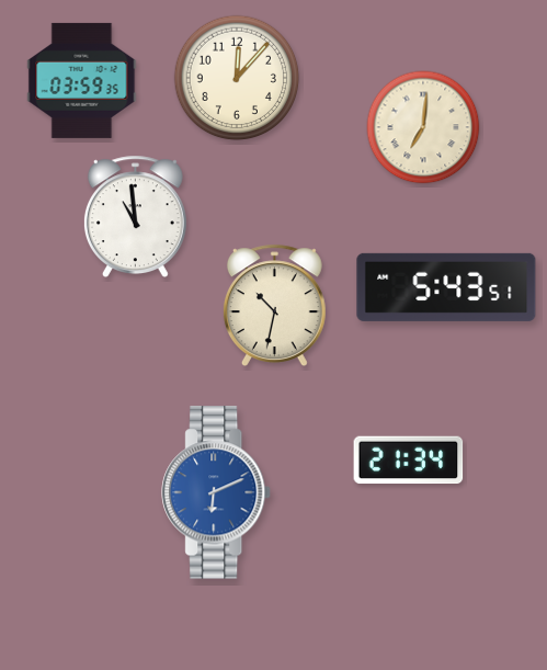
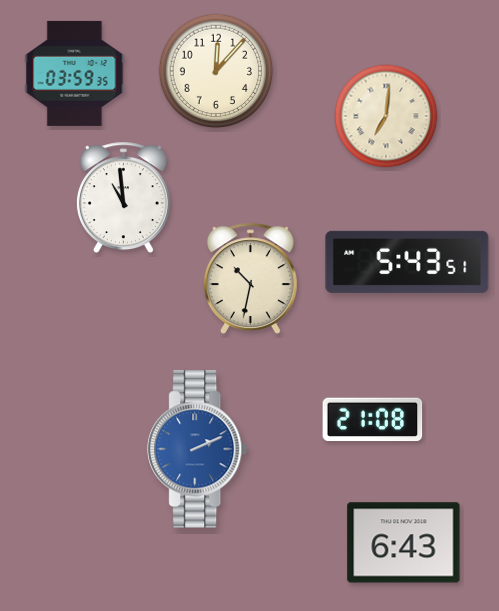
clock at (409, 461): 21:34 -> 21:08
clock at (217, 492): 6:11 -> 2:11
clock at (404, 543): none -> 6:43
